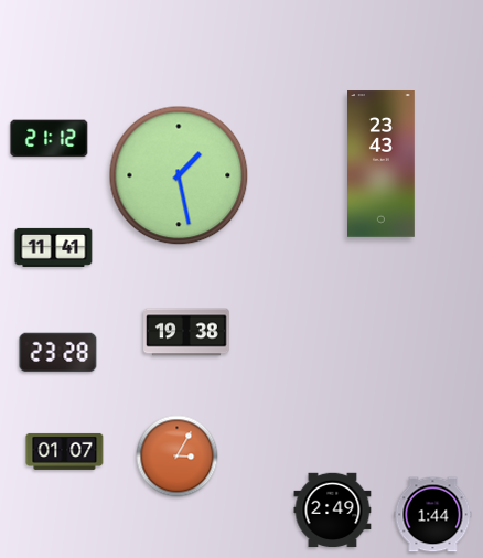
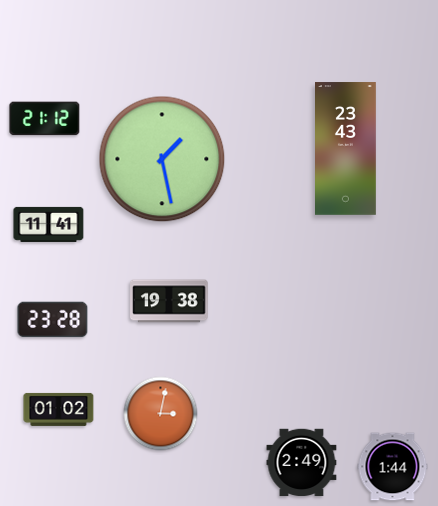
clock at (50, 139) position: (50, 139) -> (45, 119)
clock at (65, 451): 01:07 -> 01:02
clock at (178, 457): 3:05 -> 3:02
